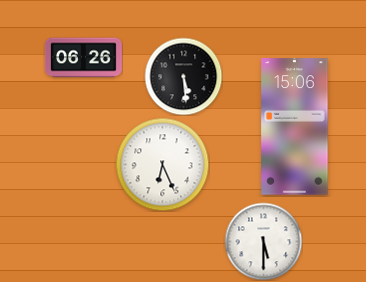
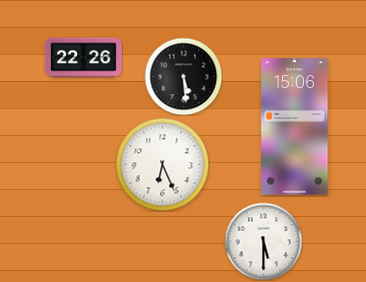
clock at (83, 58): 06:26 -> 22:26
